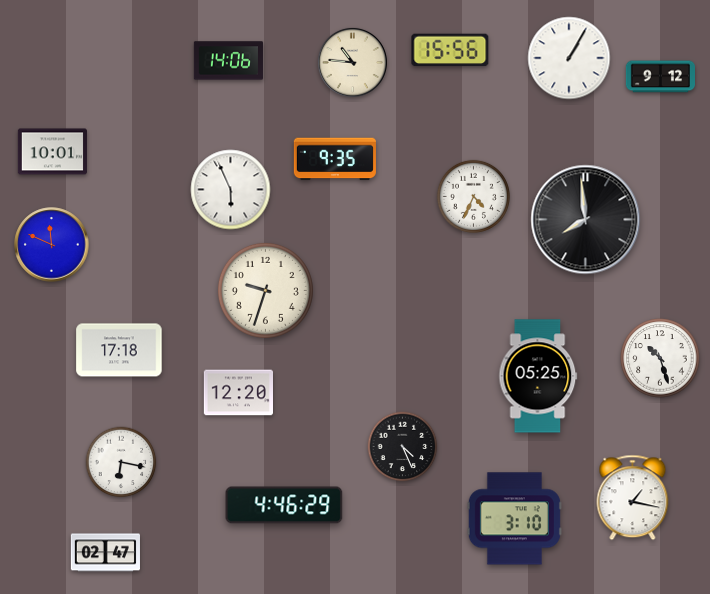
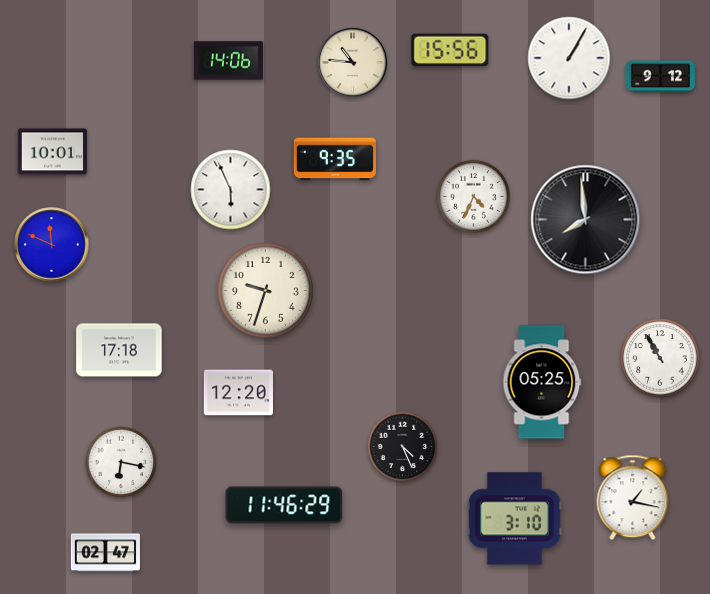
clock at (660, 358): 10:27 -> 10:55
clock at (538, 376) position: (538, 376) -> (542, 382)
clock at (284, 505): 4:46 -> 11:46
